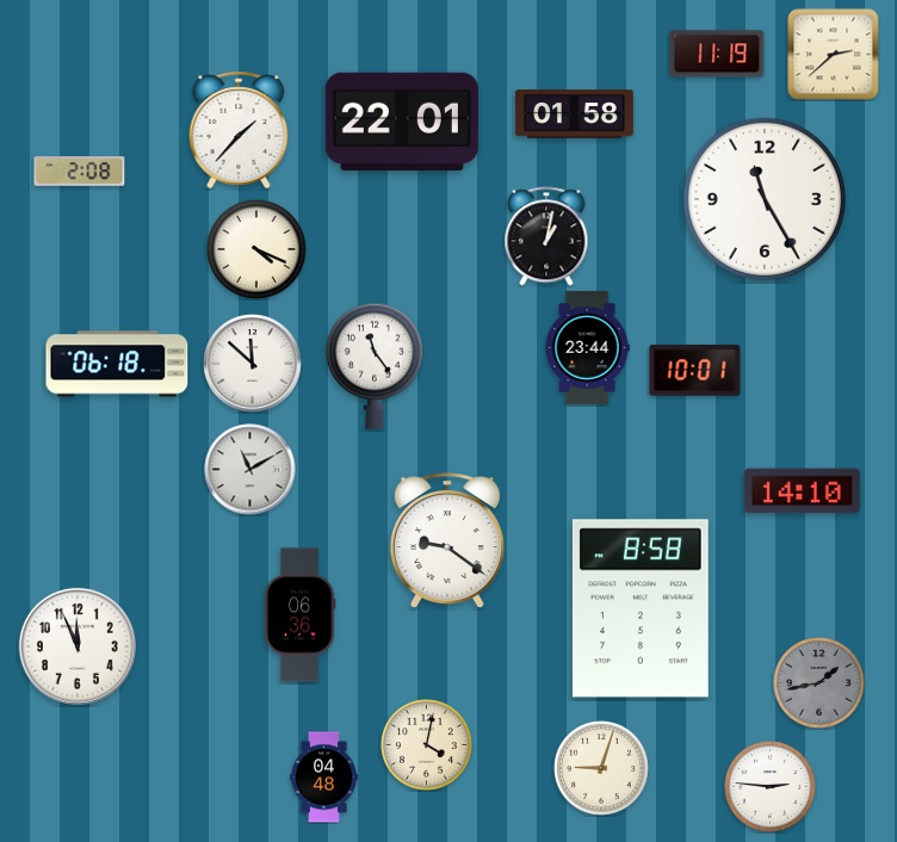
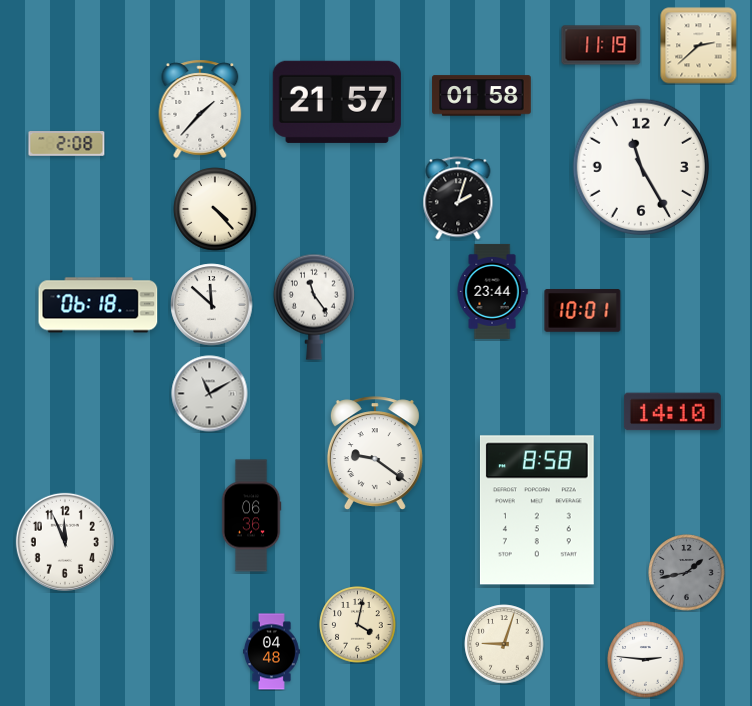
clock at (402, 122): 22:01 -> 21:57
clock at (546, 236): 1:02 -> 2:03
clock at (256, 249): 4:19 -> 4:23
